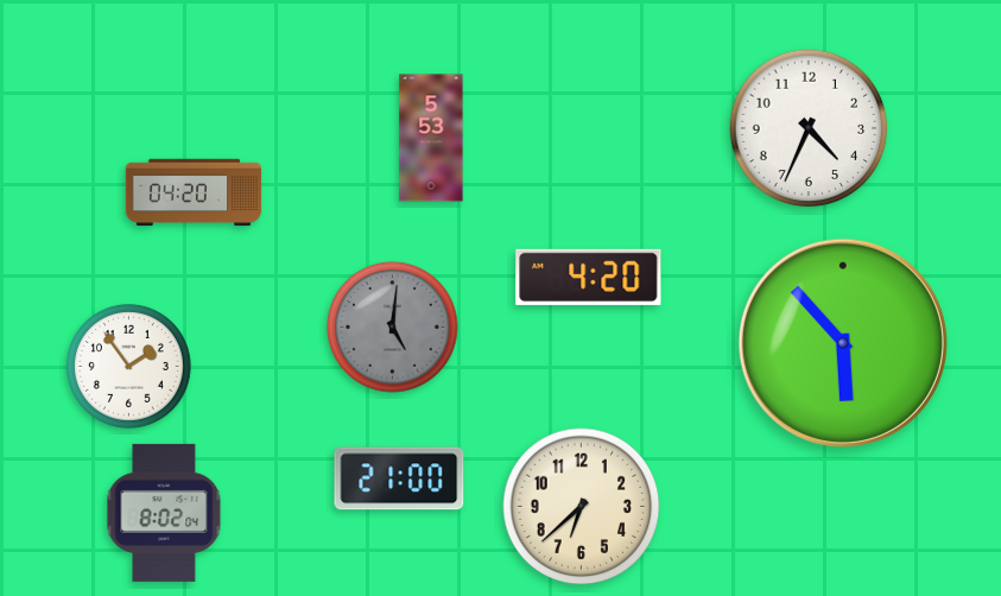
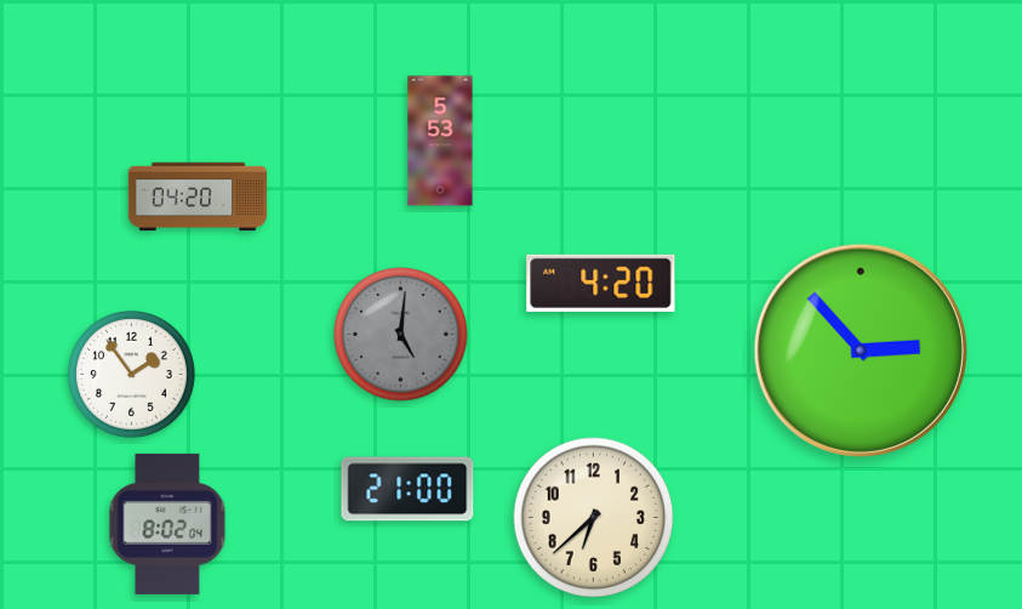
clock at (809, 128): 4:34 -> none
clock at (843, 343): 5:53 -> 2:53
